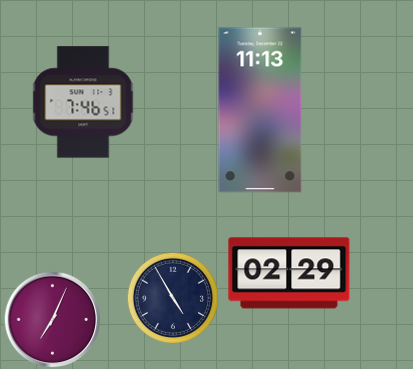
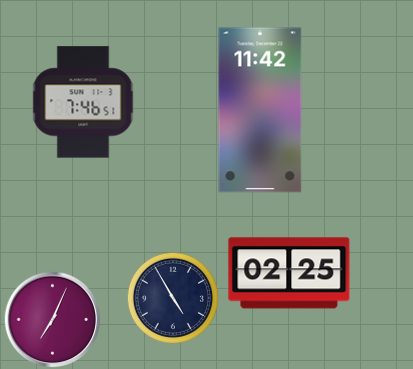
clock at (260, 110): 11:13 -> 11:42
clock at (289, 273): 02:29 -> 02:25
